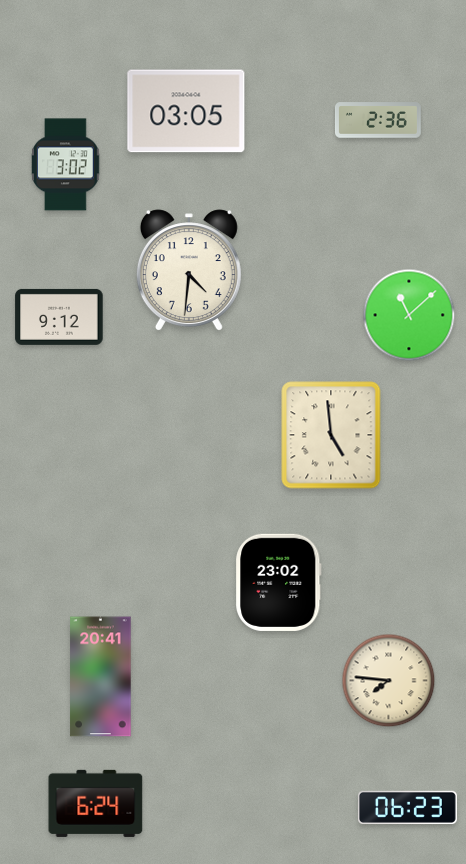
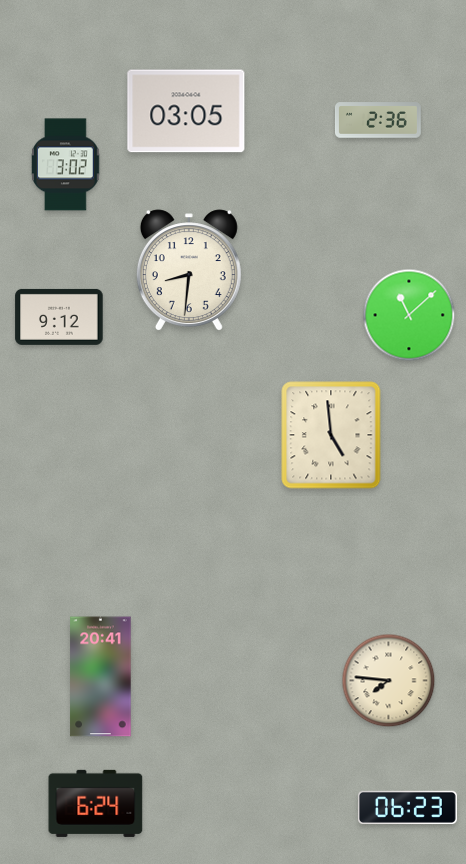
clock at (189, 270): 4:31 -> 8:31
clock at (279, 582): 23:02 -> none
